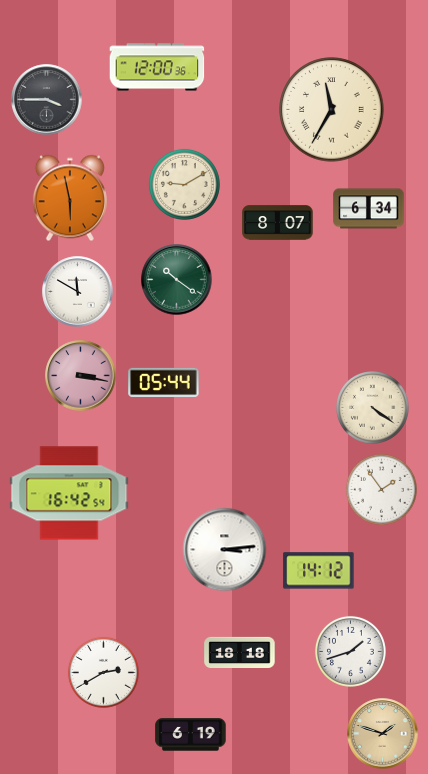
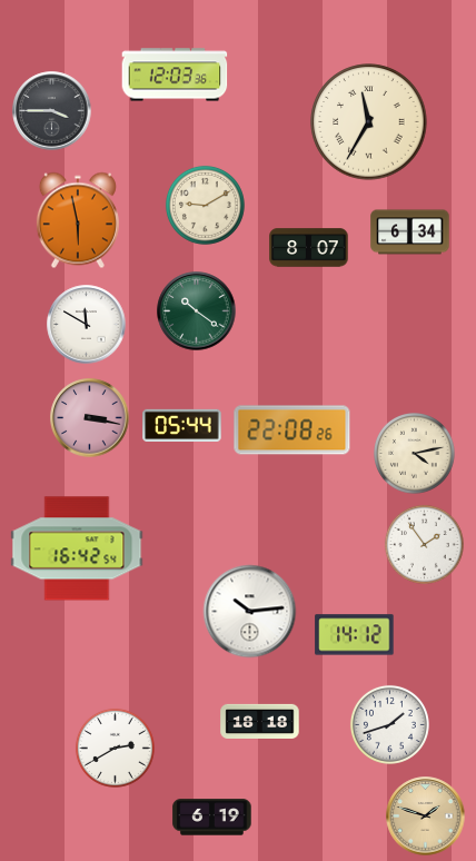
clock at (157, 67): 12:00 -> 12:03
clock at (292, 430): none -> 22:08
clock at (373, 408): 4:21 -> 4:13
clock at (225, 550): 3:14 -> 10:14
clock at (240, 652) position: (240, 652) -> (260, 721)
